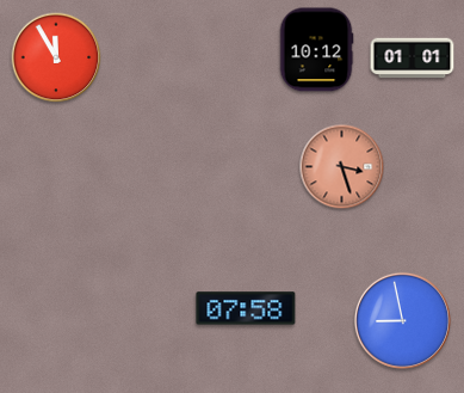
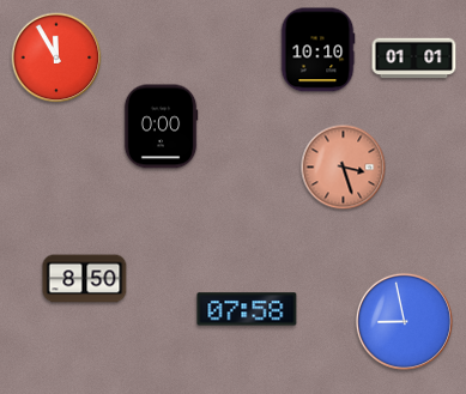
clock at (316, 50): 10:12 -> 10:10
clock at (161, 127): none -> 0:00
clock at (85, 279): none -> 8:50
